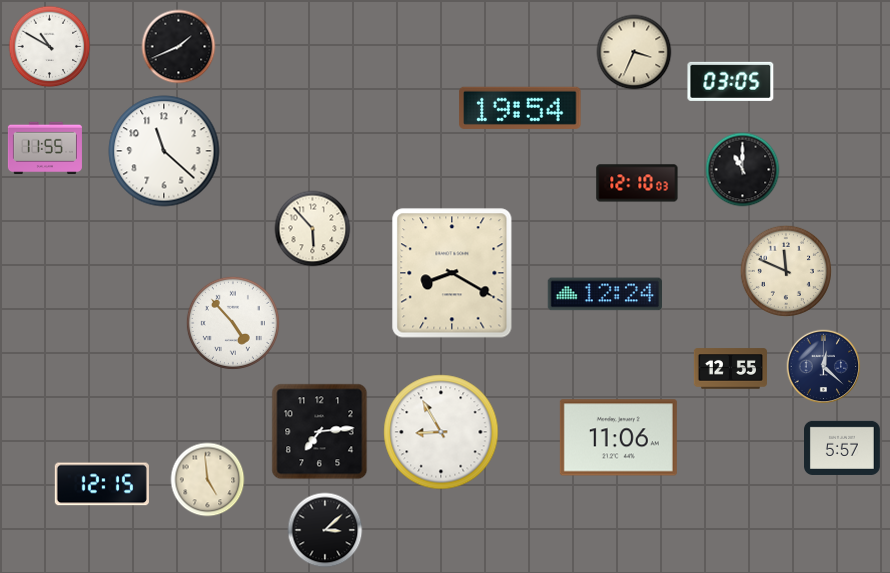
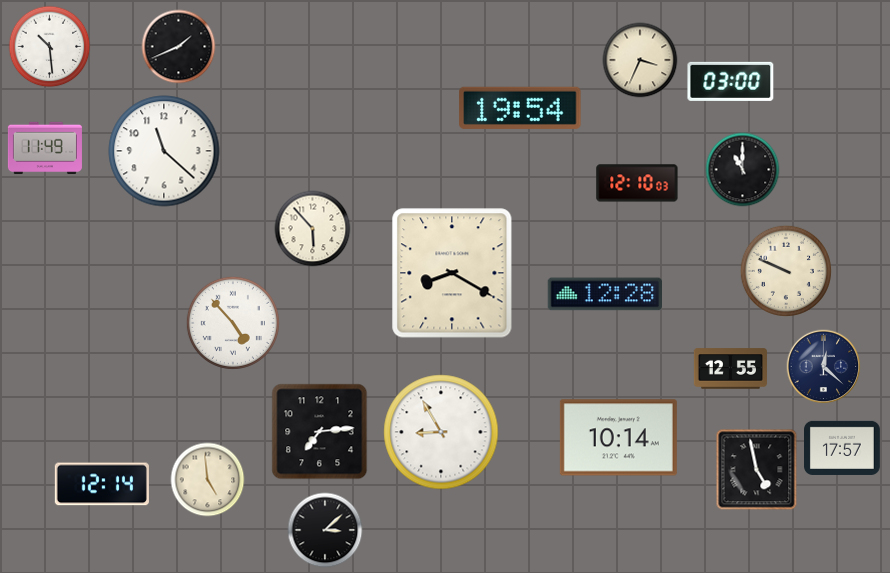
clock at (50, 47): 10:50 -> 10:29
clock at (634, 52) position: (634, 52) -> (640, 60)
clock at (731, 81): 03:05 -> 03:00
clock at (45, 148): 11:55 -> 11:49
clock at (786, 271): 11:49 -> 9:49
clock at (604, 294): 12:24 -> 12:28
clock at (618, 438): 11:06 -> 10:14
clock at (843, 448): 5:57 -> 17:57
clock at (757, 470): none -> 4:58
clock at (102, 484): 12:15 -> 12:14
